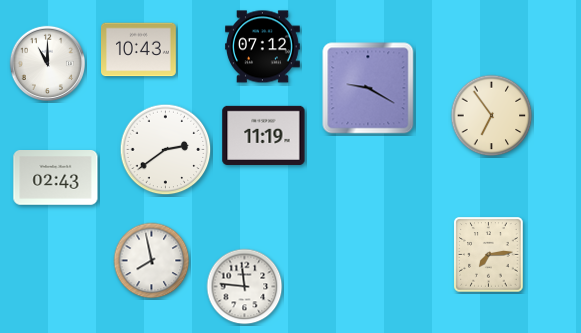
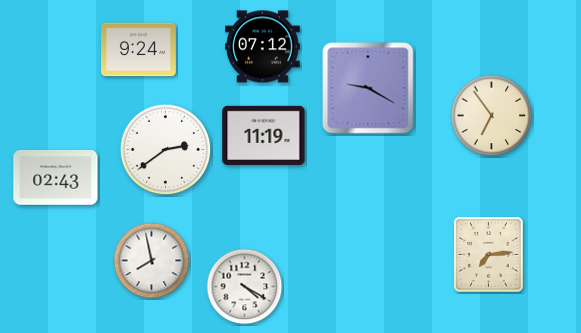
clock at (139, 50): 10:43 -> 9:24
clock at (47, 63): 11:00 -> none
clock at (245, 287): 11:46 -> 4:20
